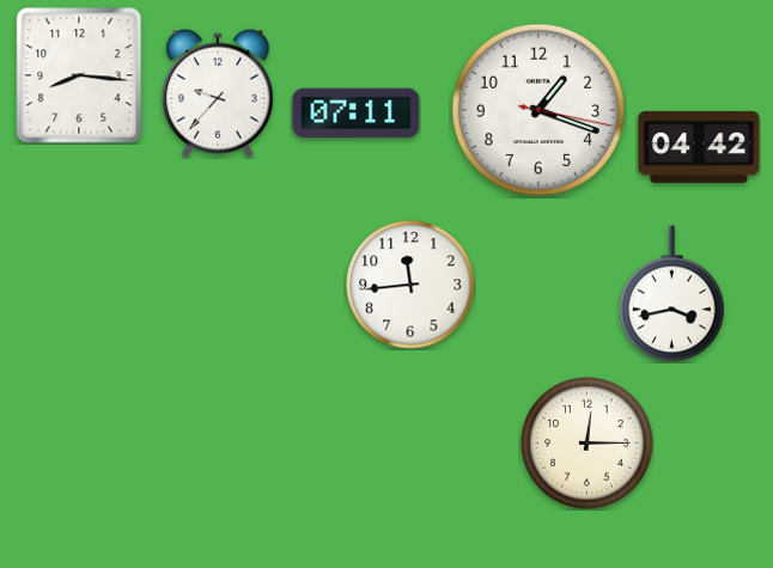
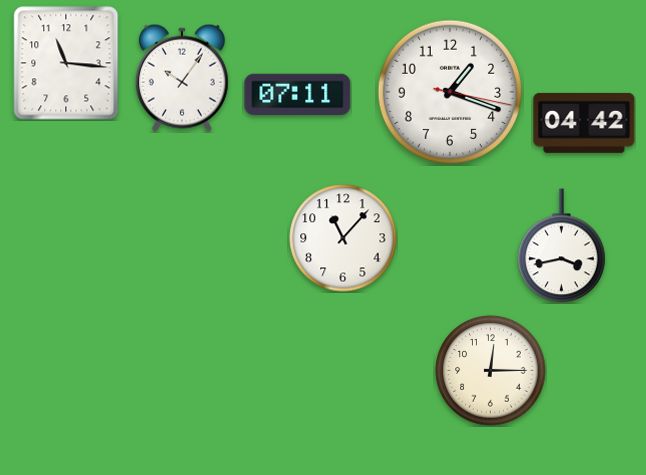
clock at (79, 75): 8:16 -> 11:16
clock at (218, 93): 9:37 -> 10:06
clock at (410, 285): 11:44 -> 11:07
